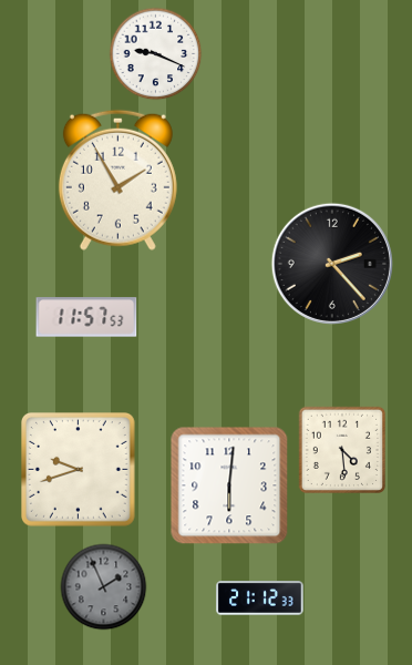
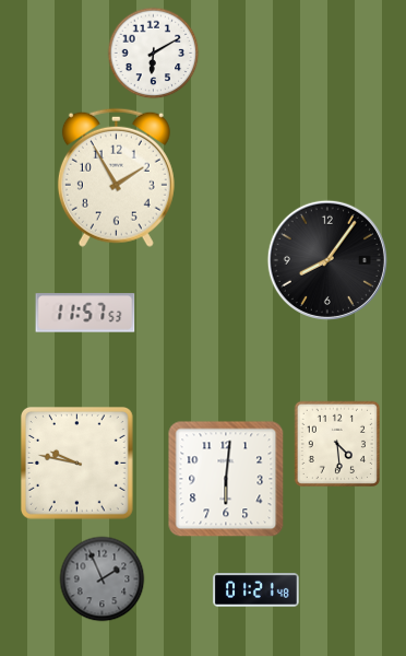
clock at (156, 54): 9:19 -> 6:10
clock at (332, 264): 2:23 -> 8:06
clock at (79, 470): 9:42 -> 9:47
clock at (260, 598): 21:12 -> 01:21
